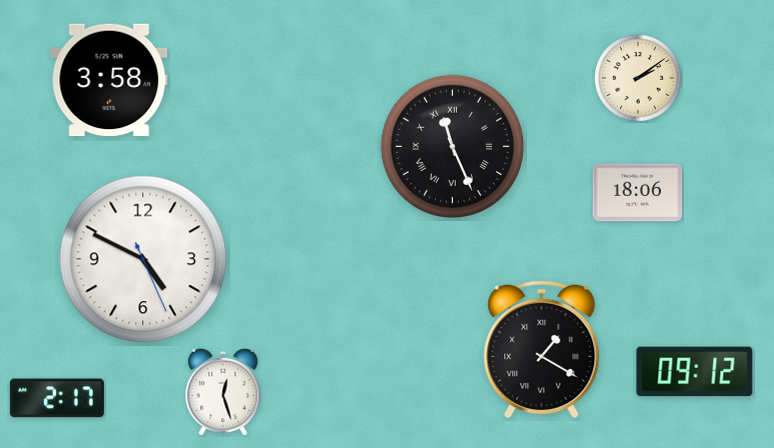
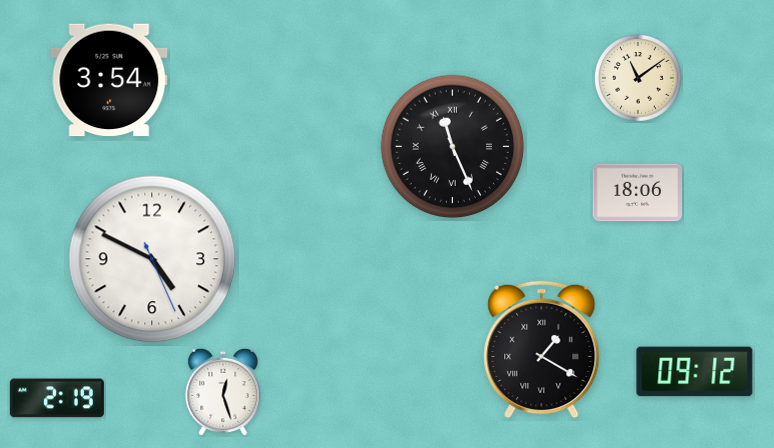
clock at (639, 79): 2:09 -> 11:09
clock at (109, 80): 3:58 -> 3:54
clock at (143, 259) position: (143, 259) -> (152, 259)
clock at (57, 398): 2:17 -> 2:19
